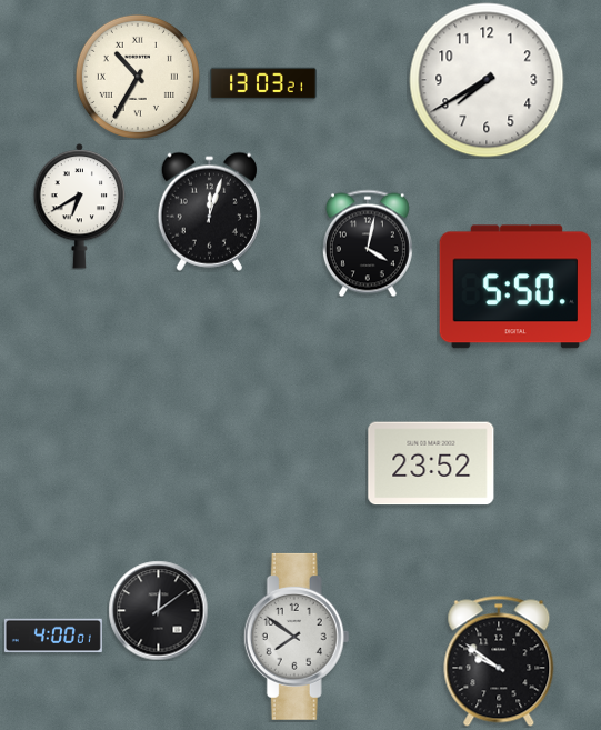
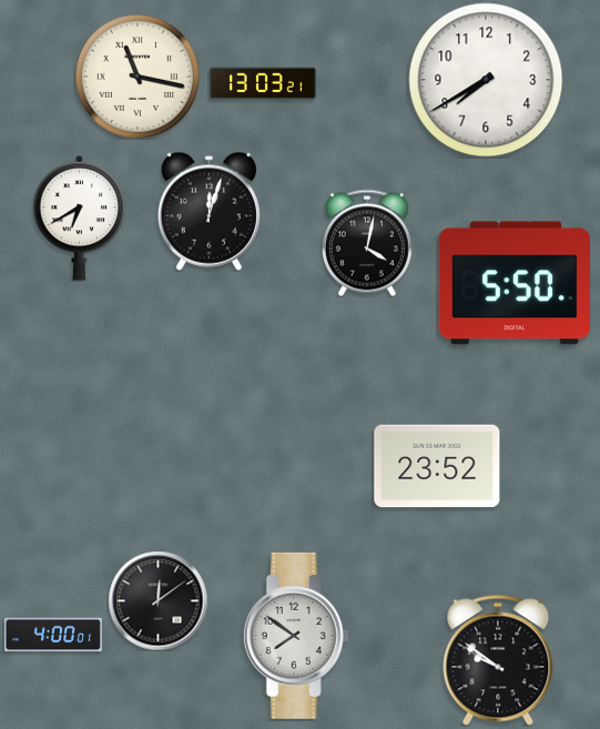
clock at (138, 77): 10:35 -> 11:17
clock at (80, 206) position: (80, 206) -> (80, 217)
clock at (515, 287) position: (515, 287) -> (515, 283)
clock at (431, 463) position: (431, 463) -> (437, 466)
clock at (158, 610) position: (158, 610) -> (157, 600)
